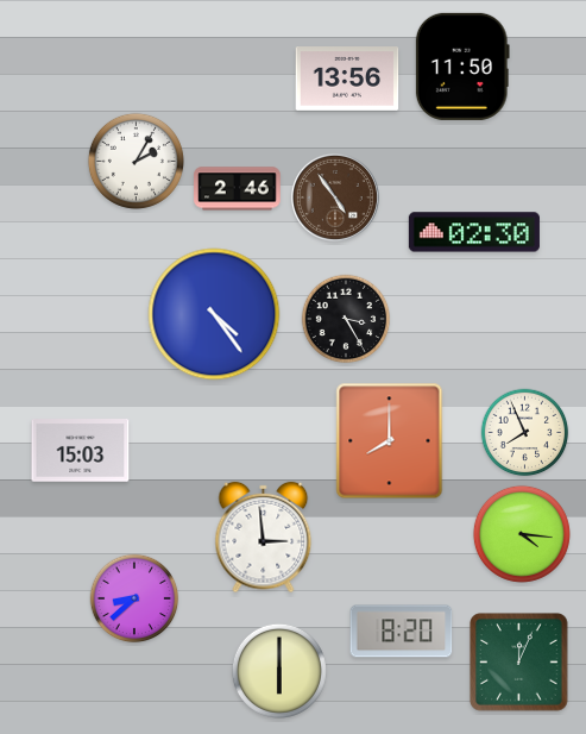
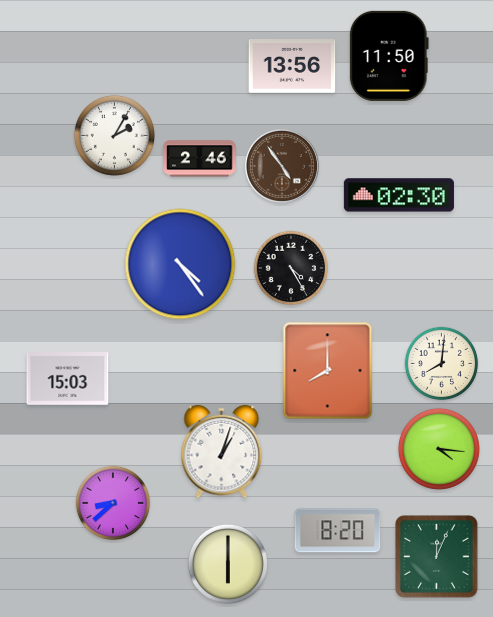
clock at (346, 319): 3:25 -> 4:25
clock at (525, 433): 7:56 -> 8:01
clock at (264, 538): 2:59 -> 1:03
clock at (279, 671) position: (279, 671) -> (228, 564)
